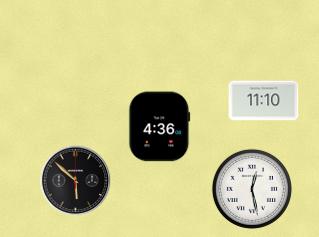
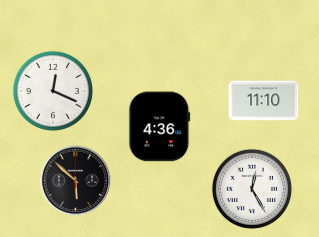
clock at (53, 91): none -> 12:19
clock at (252, 189): 12:28 -> 12:25
